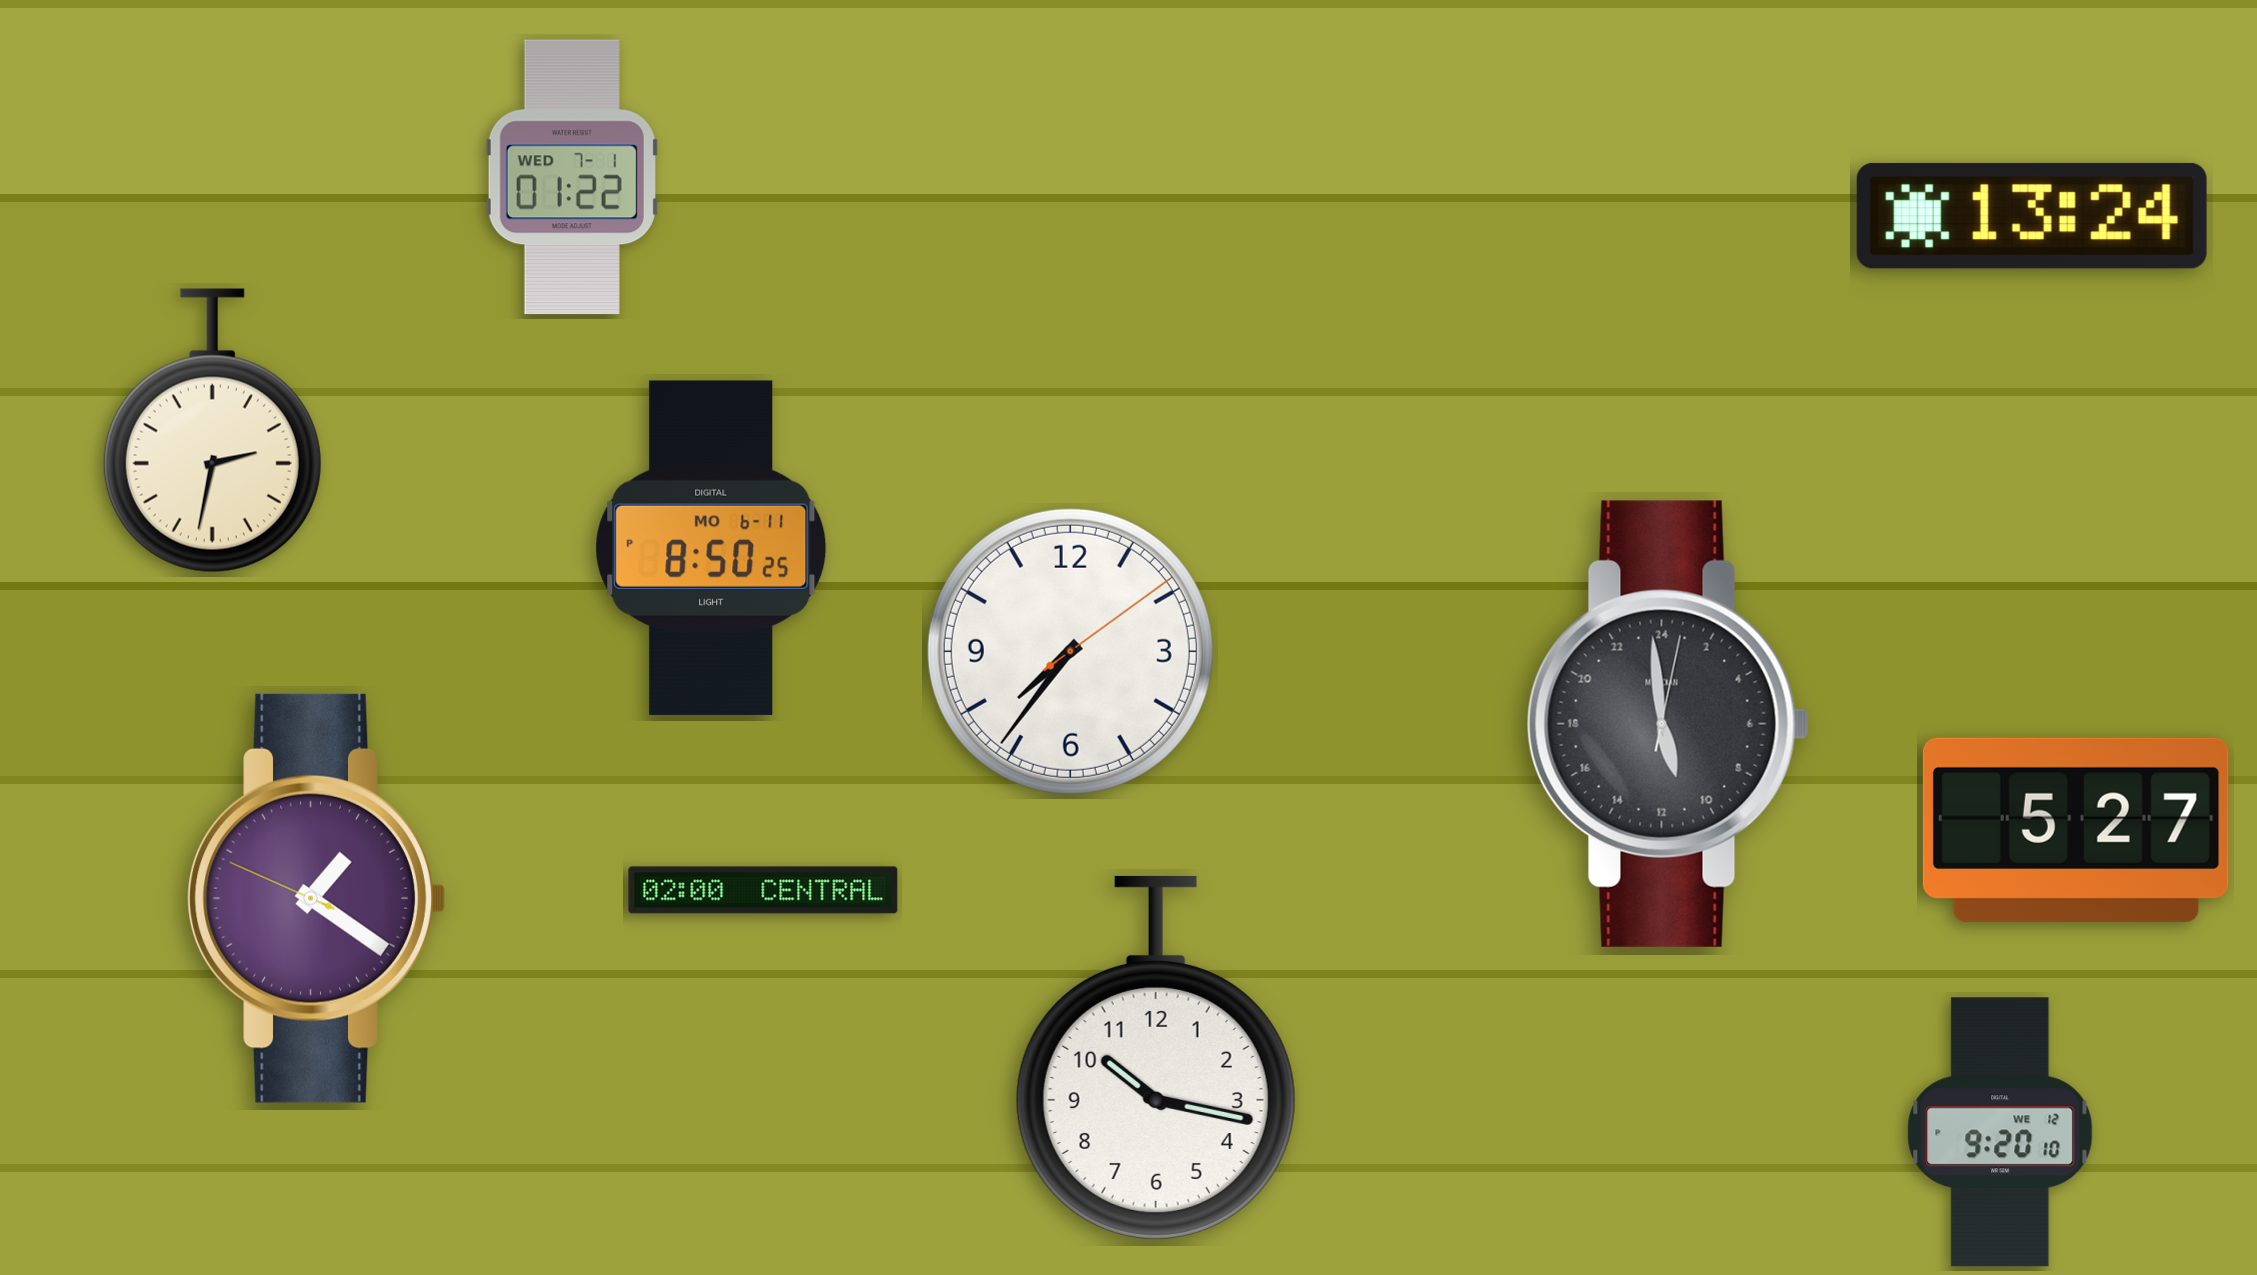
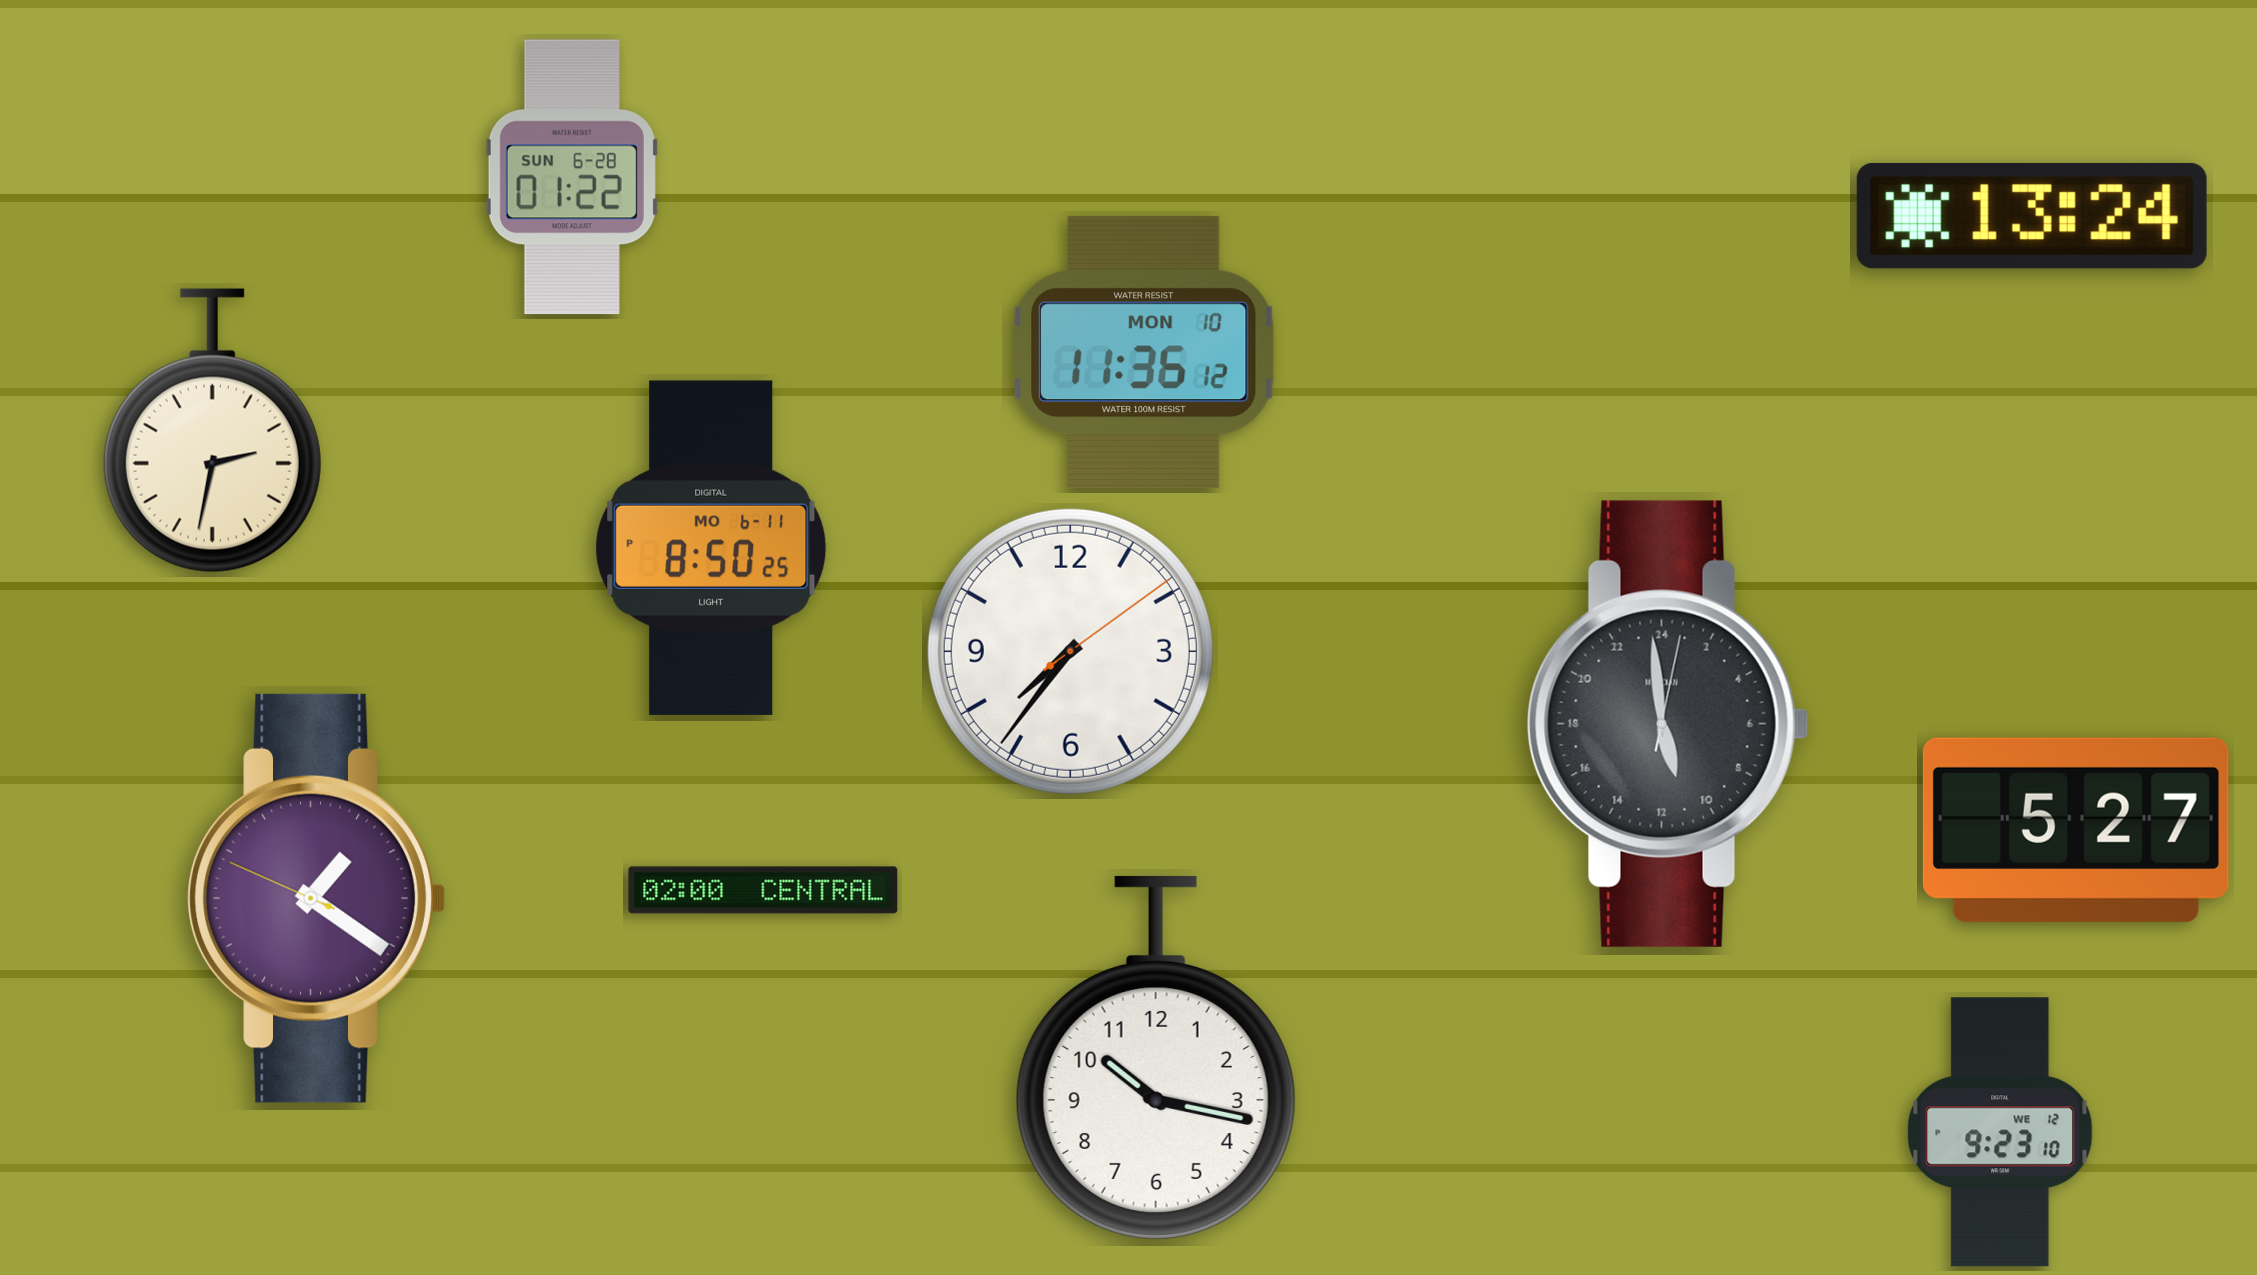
clock at (572, 177) date: WED 7-1 -> SUN 6-28
clock at (1143, 353): none -> 11:36
clock at (2000, 1132): 9:20 -> 9:23
